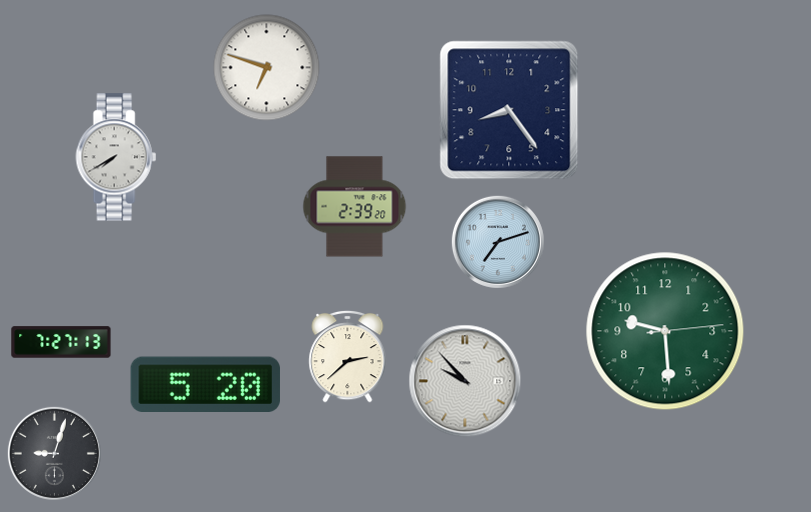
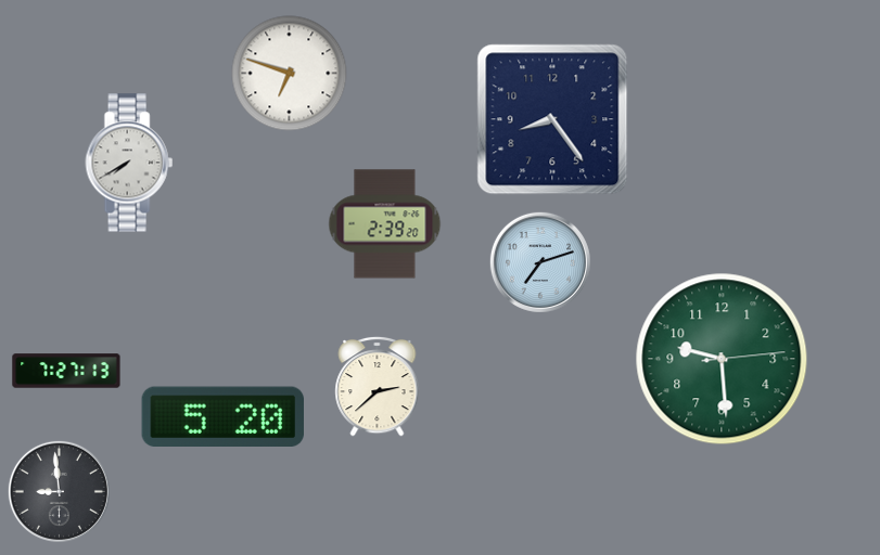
clock at (116, 157) position: (116, 157) -> (129, 163)
clock at (465, 381): 9:53 -> none
clock at (54, 453): 9:03 -> 8:59
